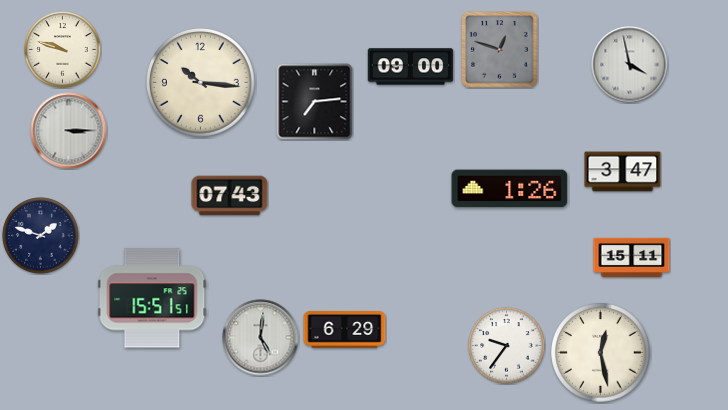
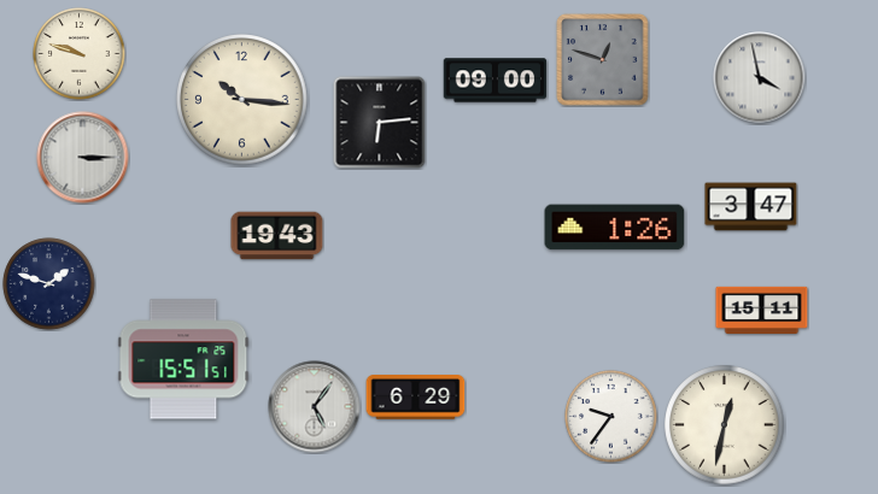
clock at (63, 50) position: (63, 50) -> (80, 54)
clock at (315, 102): 7:14 -> 6:14
clock at (230, 196): 07:43 -> 19:43
clock at (261, 338): 5:01 -> 5:06
clock at (601, 353): 12:28 -> 12:32
